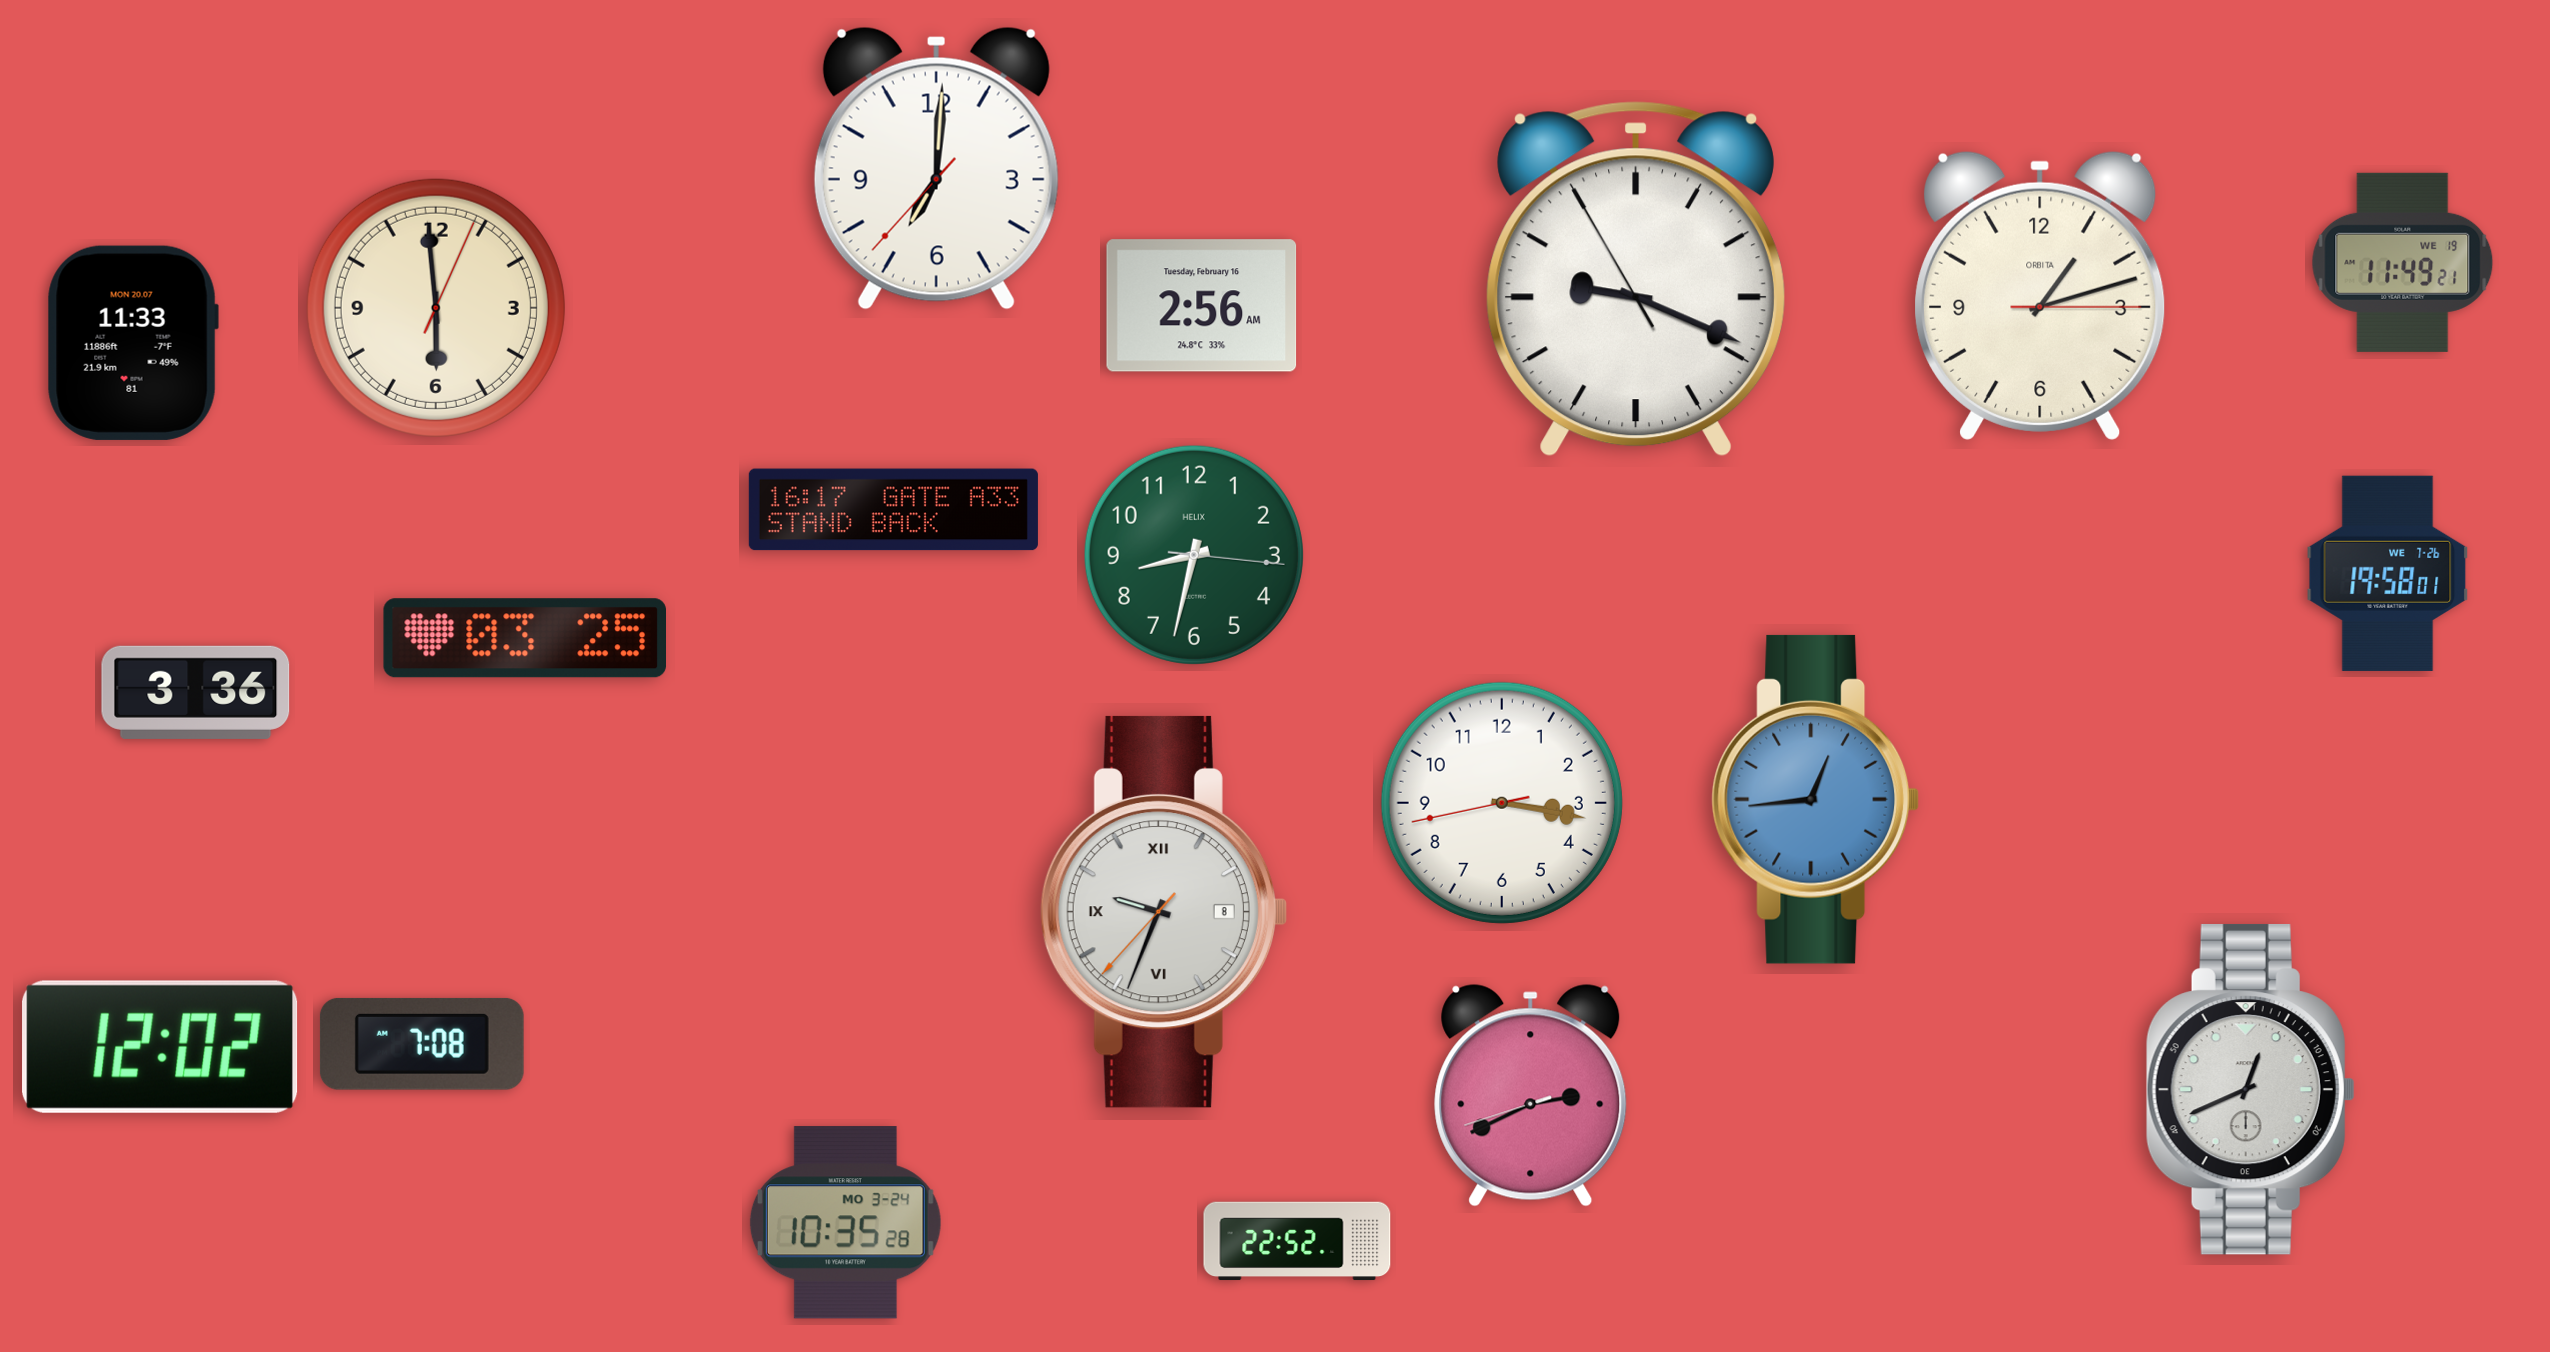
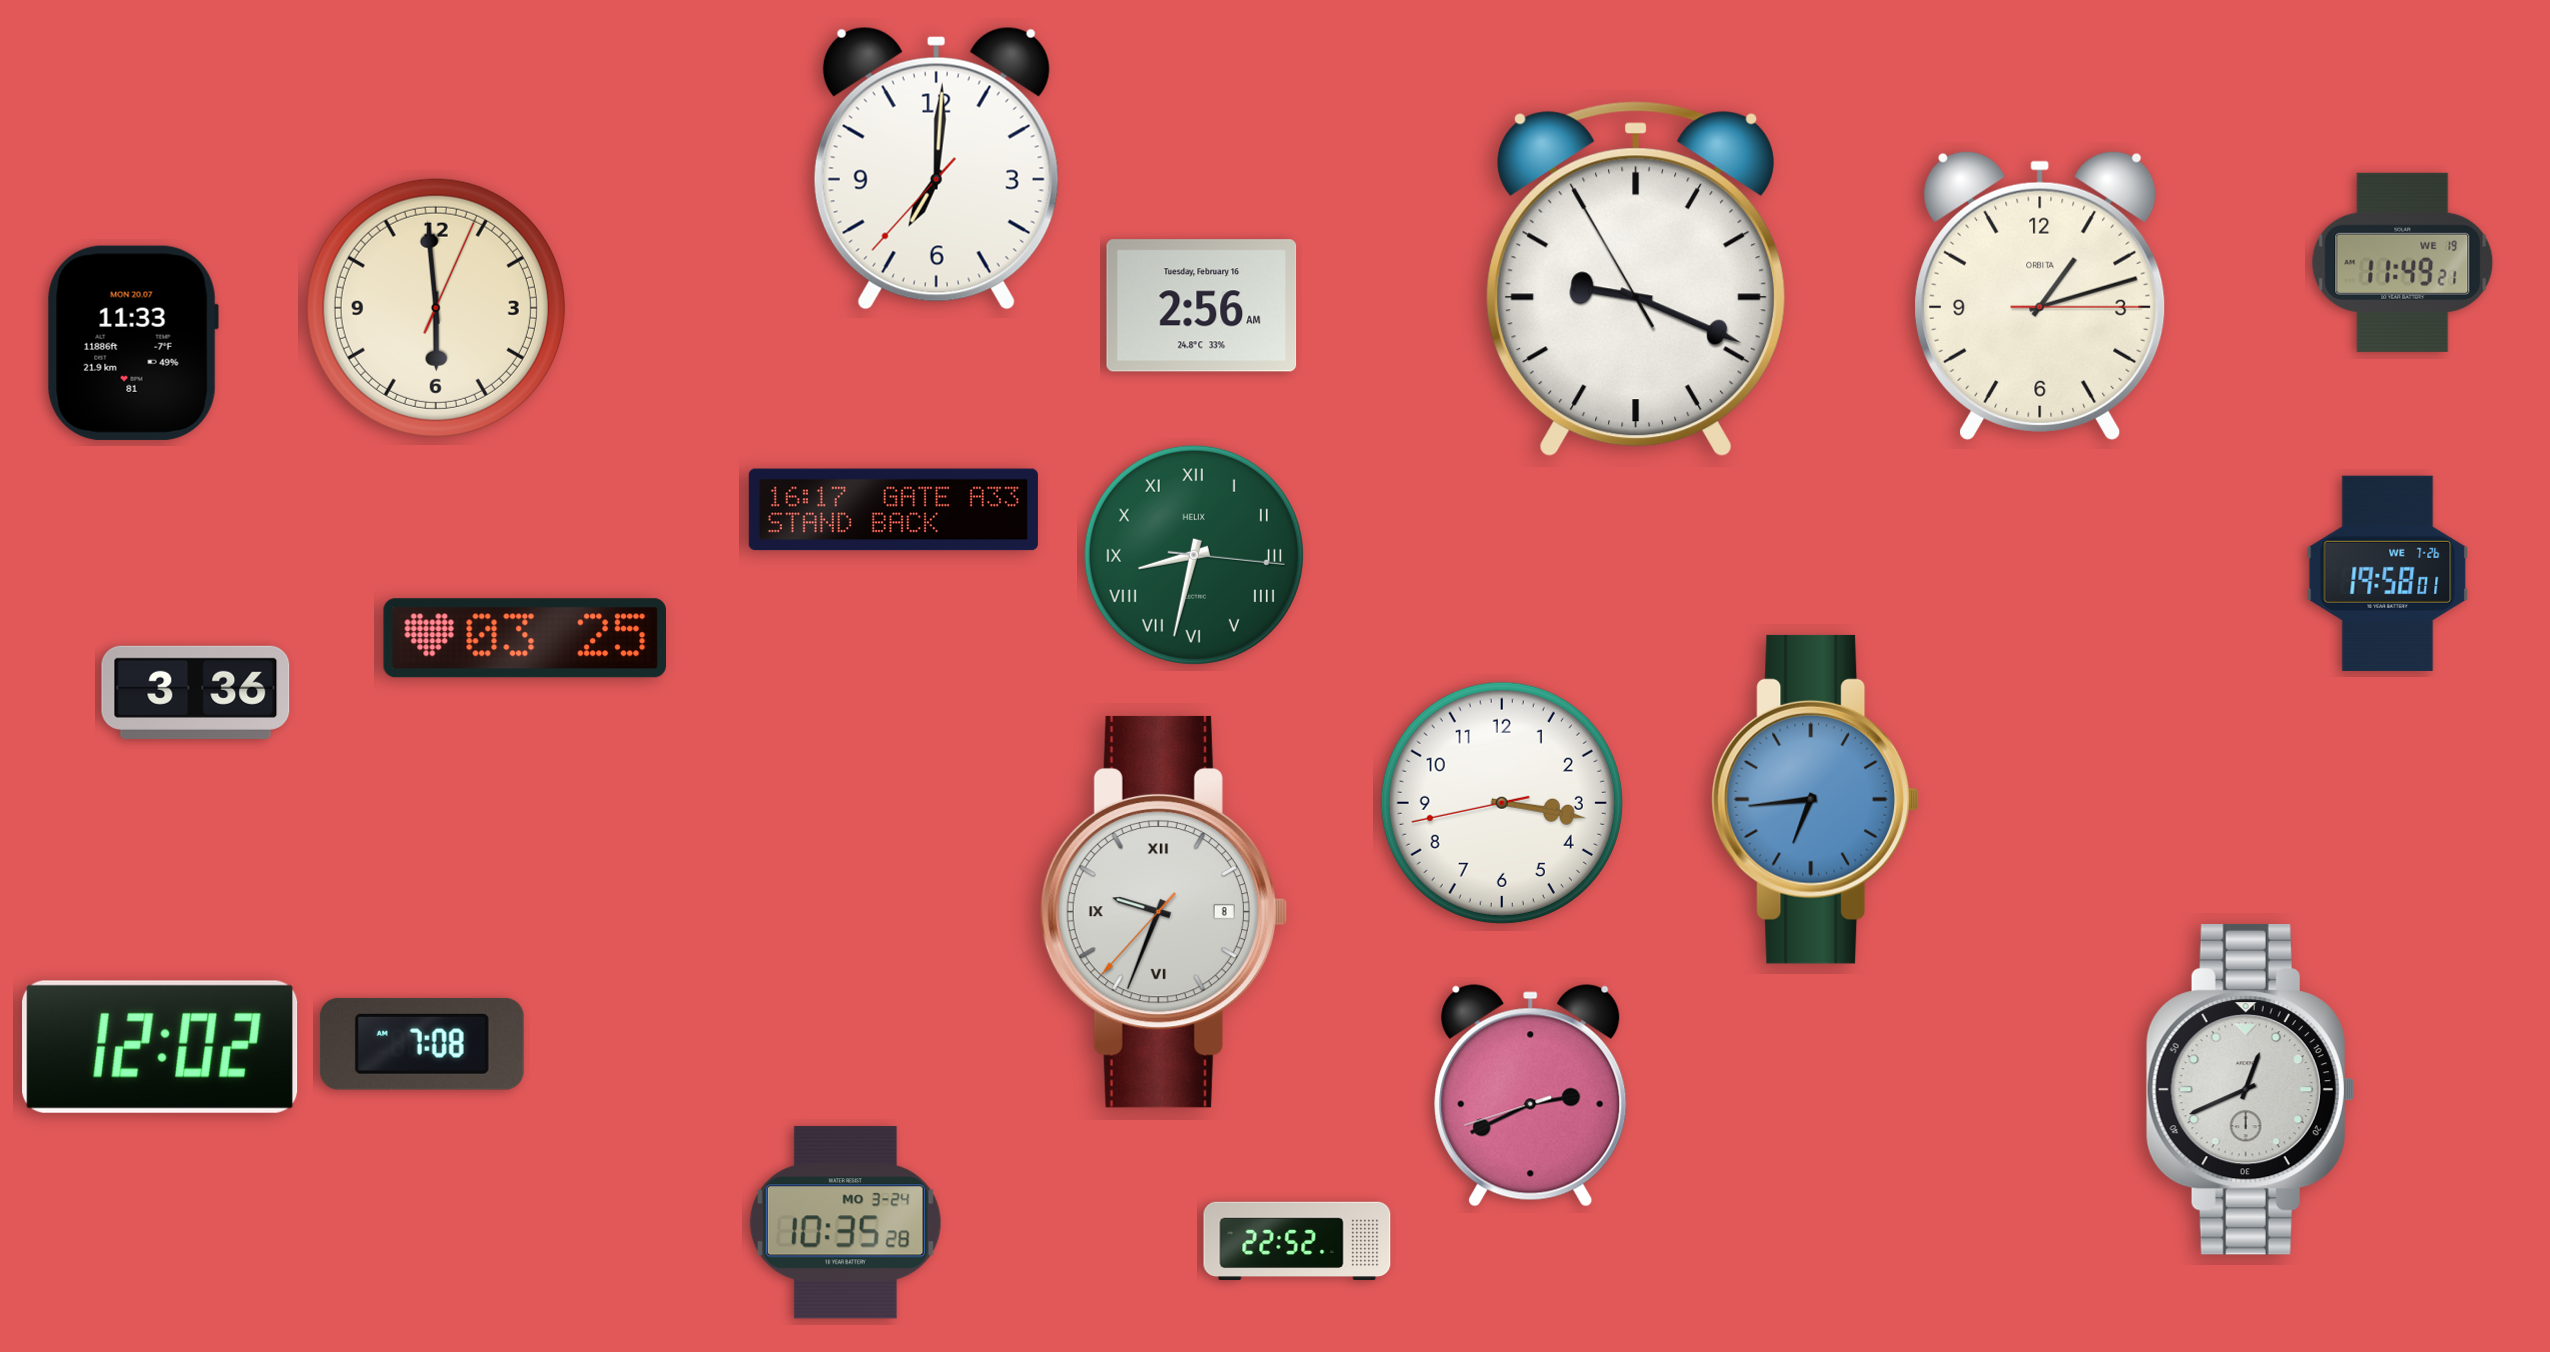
clock at (1194, 555) numerals: Arabic -> Roman
clock at (1816, 799): 12:44 -> 6:44
